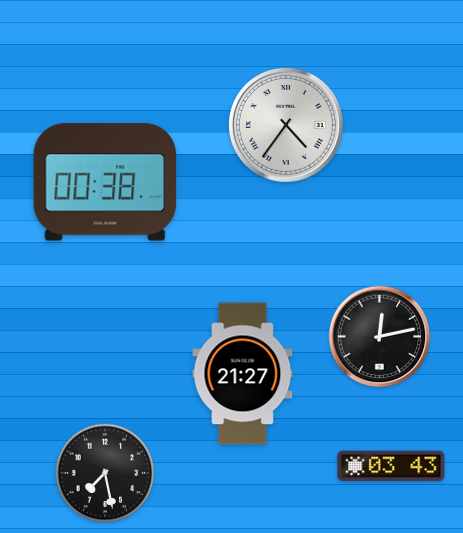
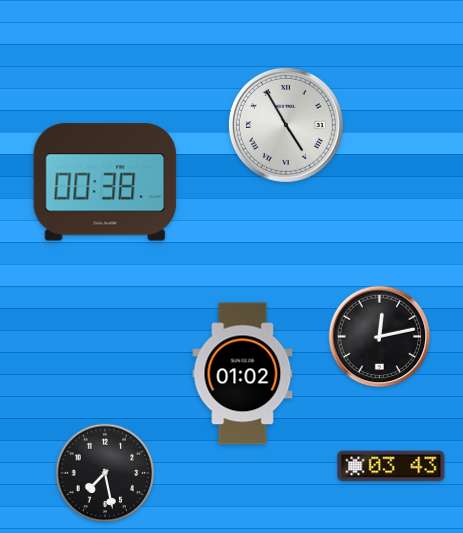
clock at (286, 125): 4:36 -> 4:55
clock at (243, 374): 21:27 -> 01:02
